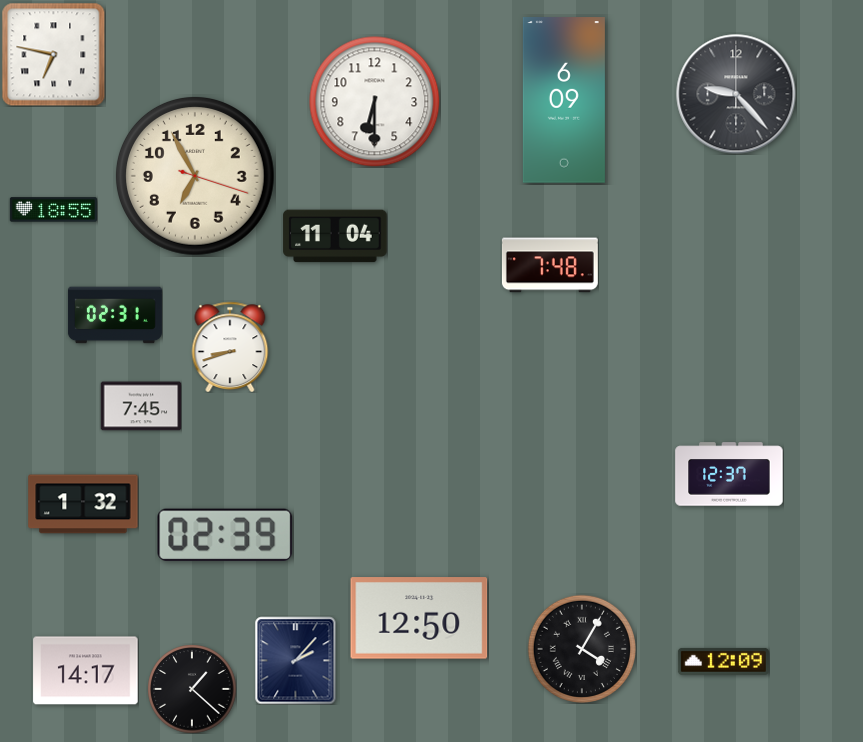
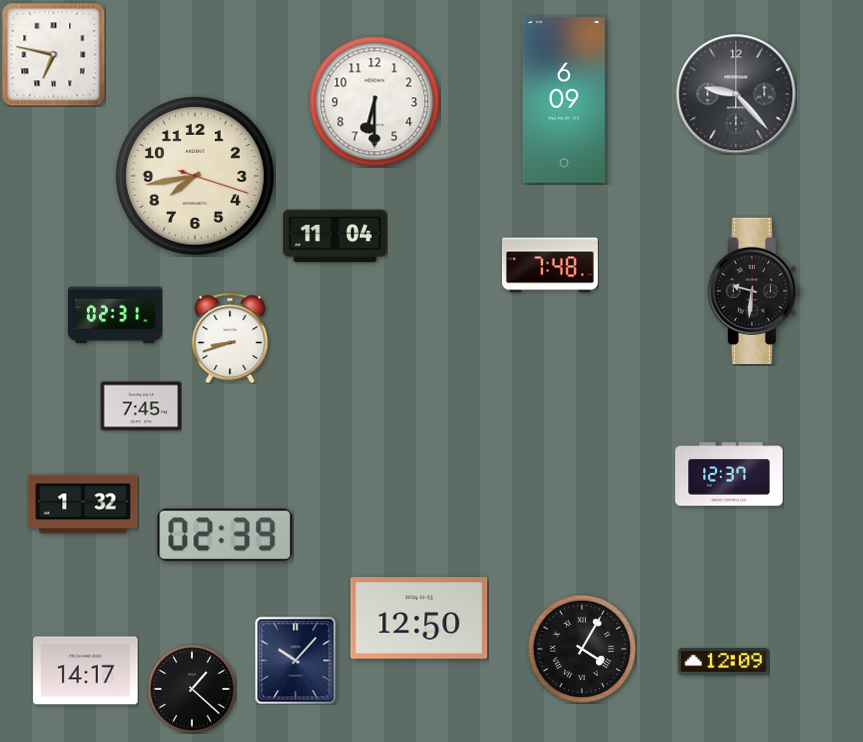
clock at (195, 176): 6:55 -> 7:43
clock at (53, 210): 18:55 -> none
clock at (754, 290): none -> 9:31
clock at (230, 347) position: (230, 347) -> (230, 338)
clock at (296, 660): 2:07 -> 10:07
